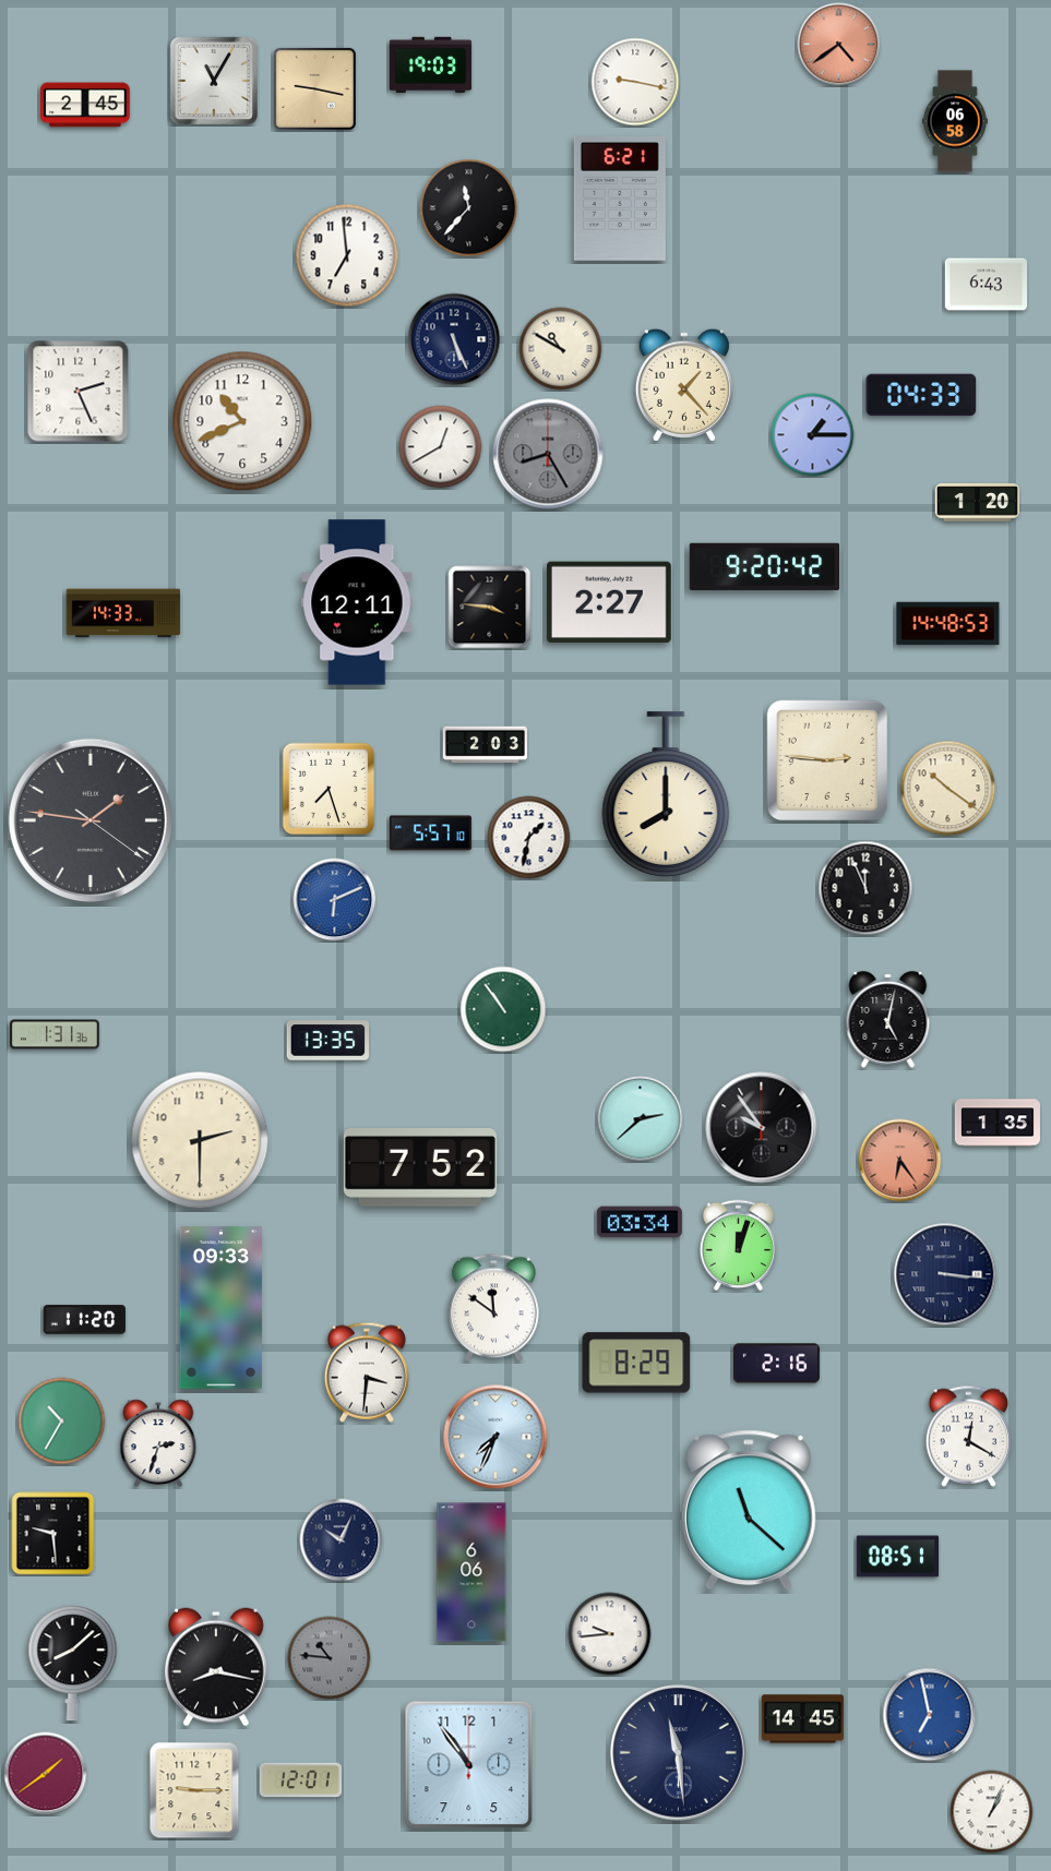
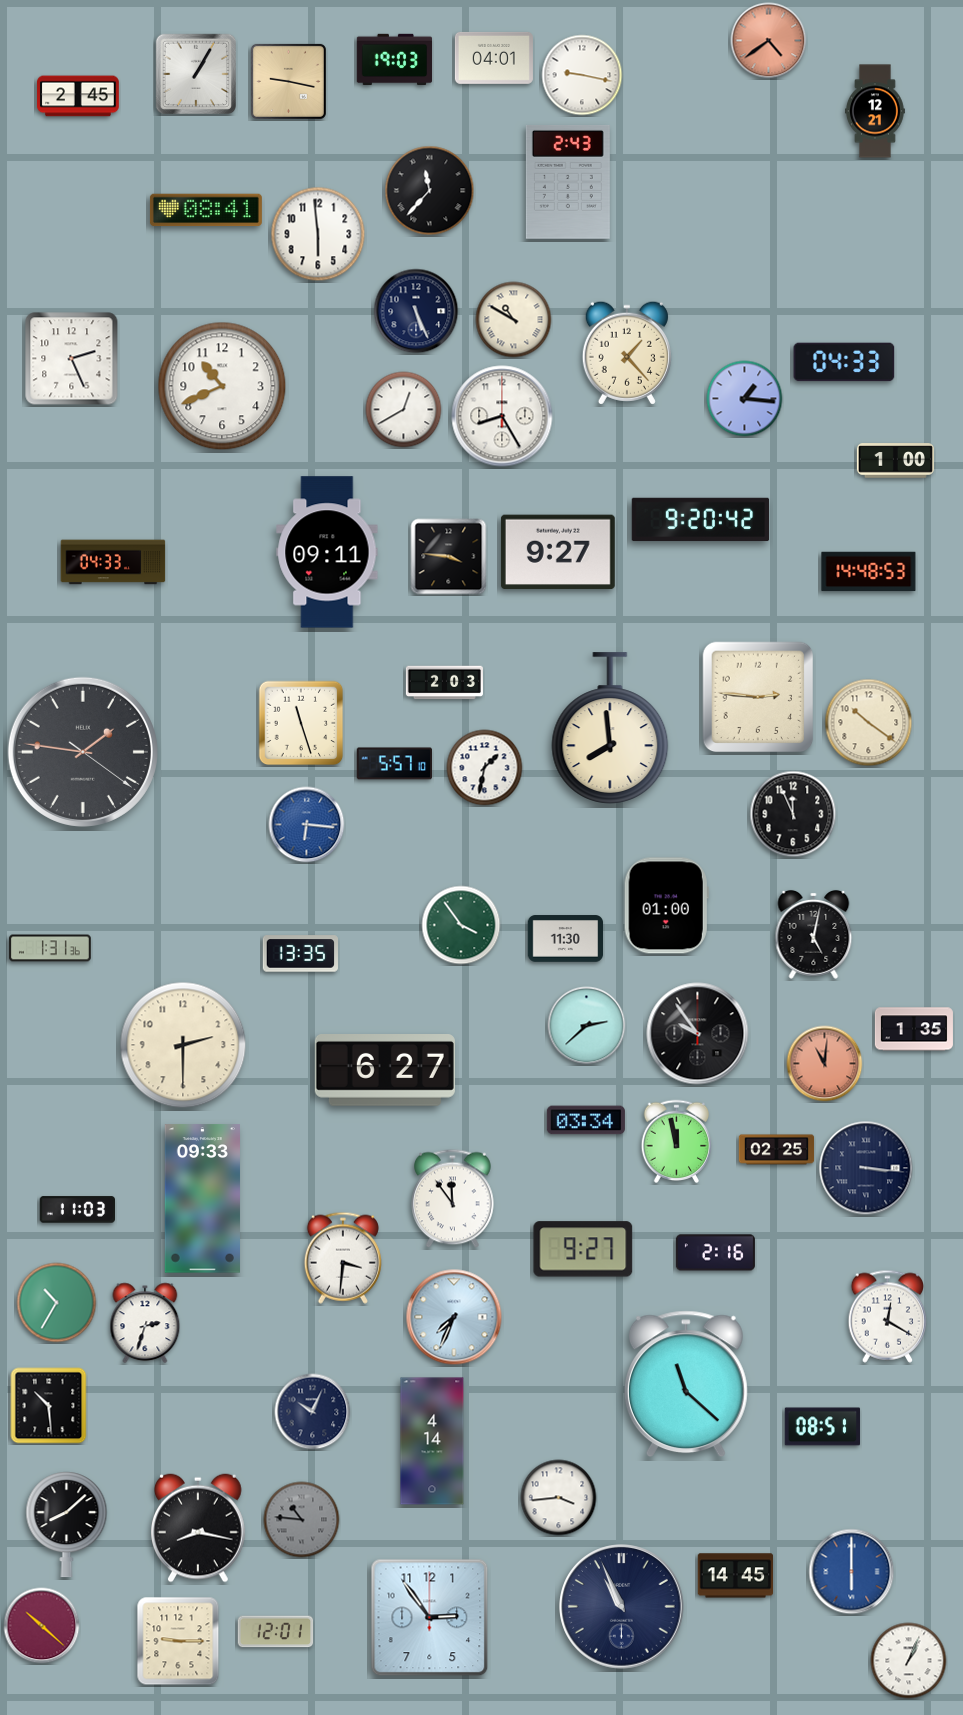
clock at (494, 58): none -> 04:01
clock at (213, 80): 11:05 -> 1:05
clock at (956, 121): 06:58 -> 12:21
clock at (620, 199): 6:21 -> 2:43
clock at (206, 210): none -> 08:41
clock at (347, 255): 6:59 -> 5:59
clock at (987, 285): 6:43 -> none
clock at (813, 435): 1:15 -> 1:16
clock at (548, 454) dial: grey -> white
clock at (977, 503): 1:20 -> 1:00
clock at (357, 602): 12:11 -> 09:11
clock at (609, 602): 2:27 -> 9:27
clock at (123, 613): 14:33 -> 04:33
clock at (329, 789): 7:27 -> 11:27
clock at (666, 794): 8:00 -> 7:59
clock at (335, 900): 6:11 -> 6:16
clock at (666, 906): none -> 01:00
clock at (503, 1009): 10:54 -> 3:54
clock at (566, 939): none -> 11:30
clock at (900, 1161): 6:24 -> 11:01
clock at (420, 1168): 7:52 -> 6:27
clock at (739, 1245): 12:03 -> 11:58
clock at (777, 1150): none -> 02:25
clock at (494, 1308): 11:51 -> 11:54
clock at (84, 1320): 11:20 -> 11:03
clock at (636, 1363): 8:29 -> 9:27
clock at (776, 1364) position: (776, 1364) -> (715, 1253)
clock at (367, 1372) position: (367, 1372) -> (343, 1258)
clock at (53, 1534): 9:29 -> 10:29
clock at (471, 1572): 6:06 -> 4:14
clock at (610, 1634): 9:44 -> 3:44
clock at (930, 1715): 6:58 -> 6:00
clock at (679, 1753): 11:29 -> 10:56
clock at (469, 1765): 10:54 -> 2:54
clock at (46, 1774): 1:39 -> 10:22
